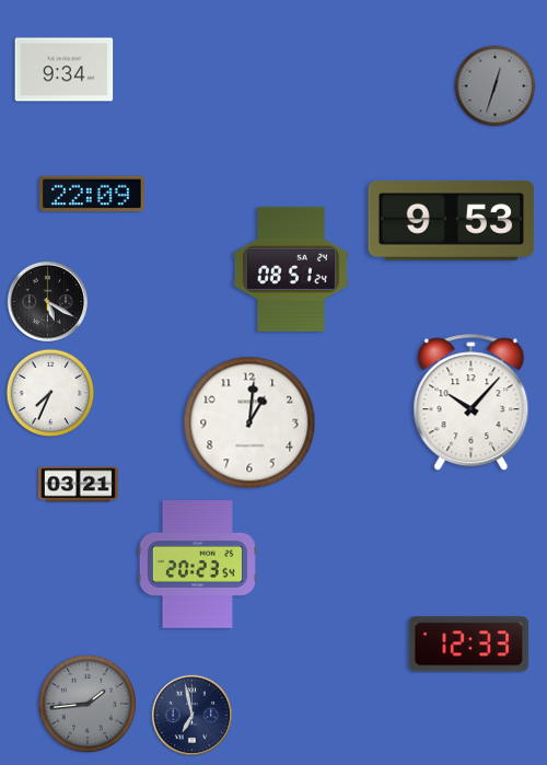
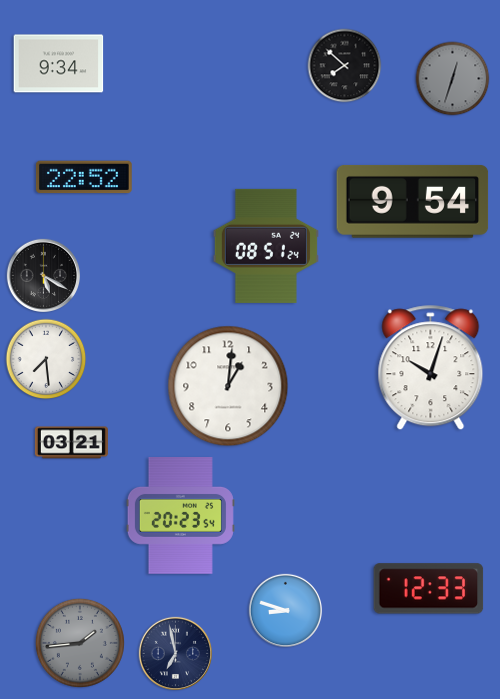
clock at (345, 66): none -> 7:52
clock at (92, 194): 22:09 -> 22:52
clock at (452, 220): 9:53 -> 9:54
clock at (50, 393): 7:34 -> 7:29
clock at (472, 403): 10:07 -> 10:03
clock at (285, 610): none -> 8:48
